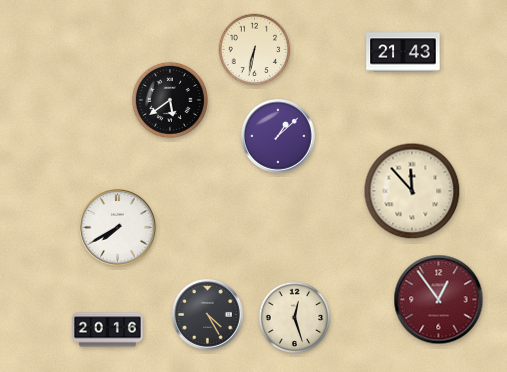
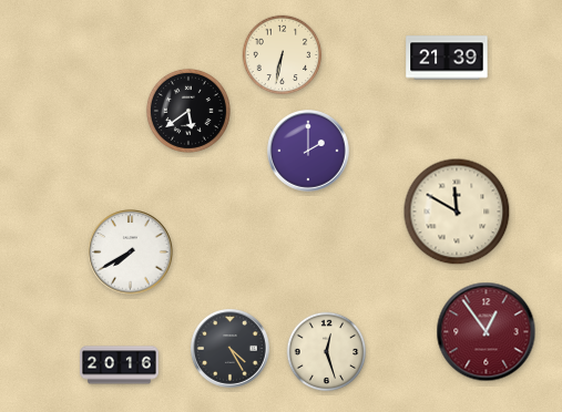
clock at (403, 52): 21:43 -> 21:39
clock at (278, 136): 1:08 -> 2:00
clock at (412, 191): 11:53 -> 11:50
